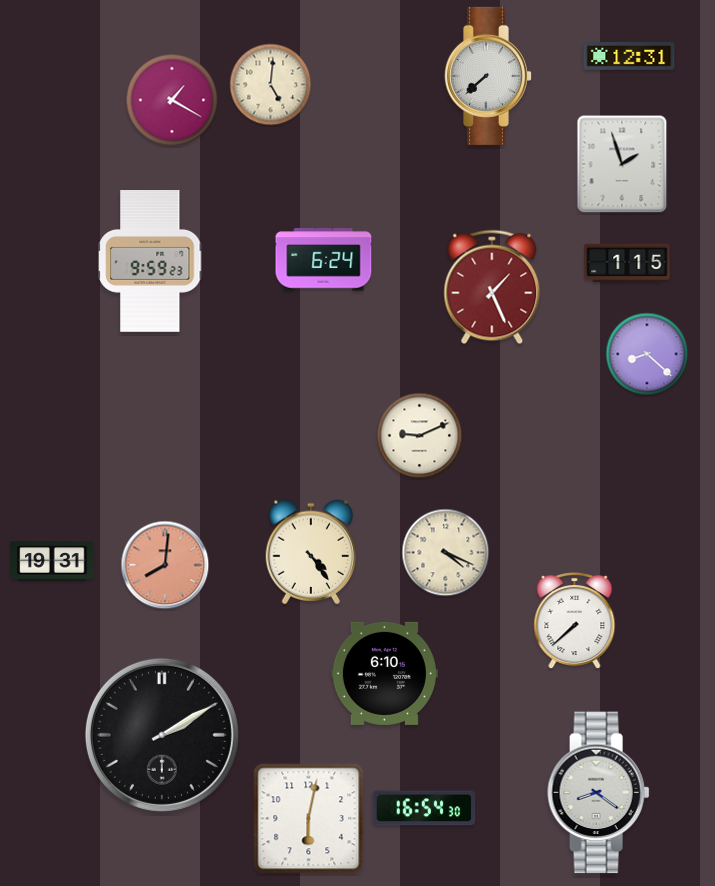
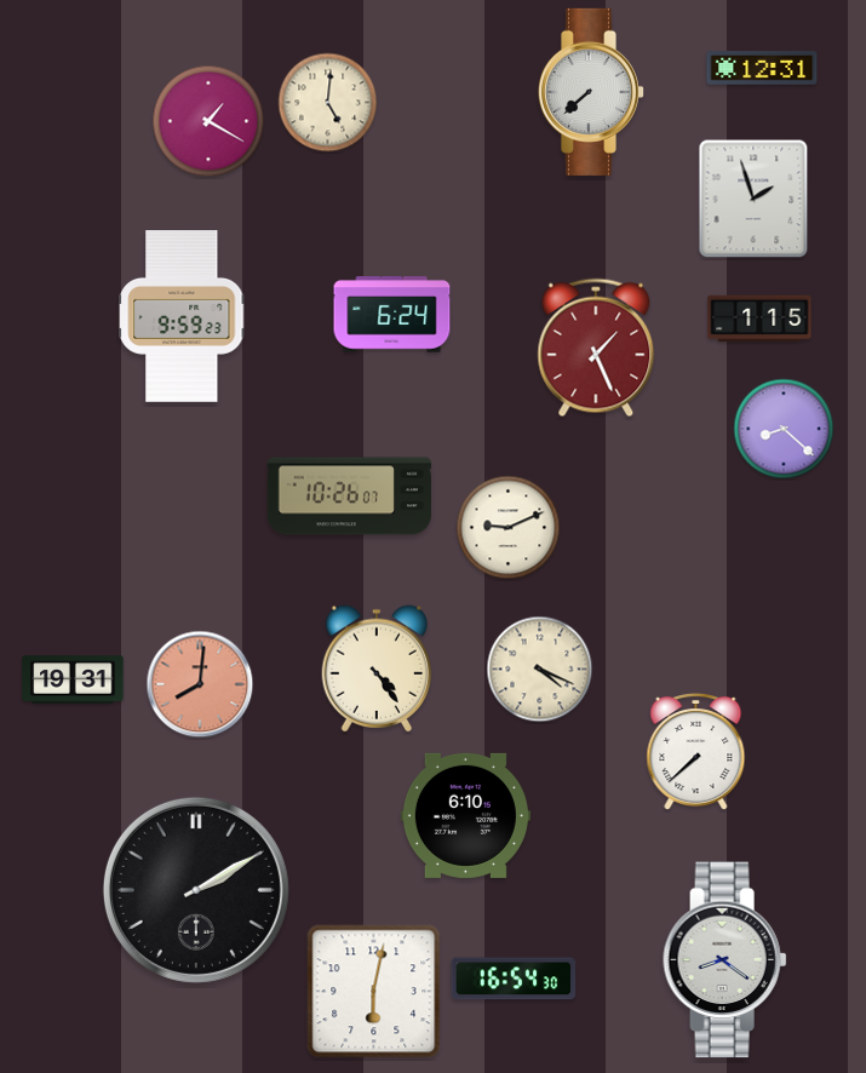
clock at (349, 497): none -> 10:26
clock at (52, 561) position: (52, 561) -> (73, 679)
